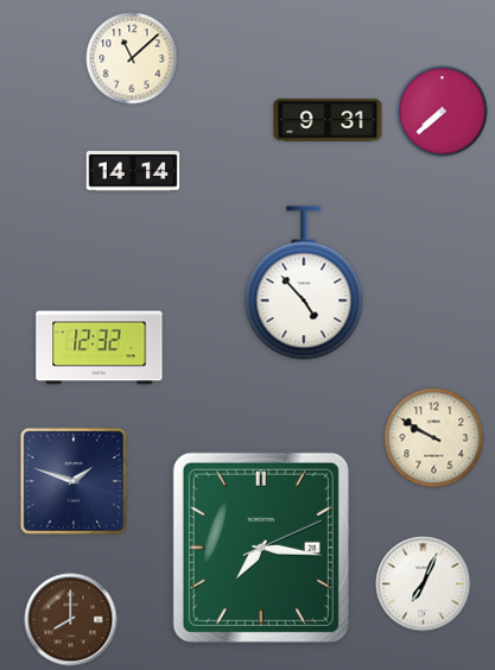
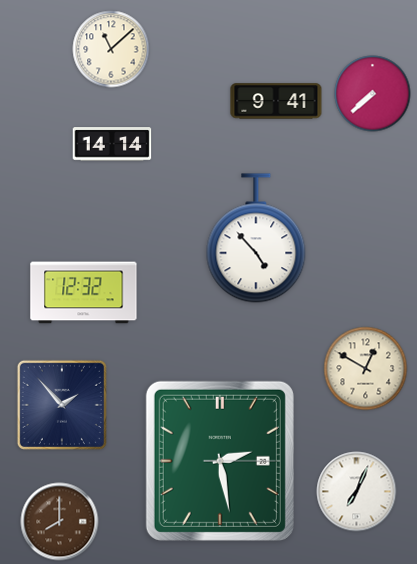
clock at (328, 120): 9:31 -> 9:41
clock at (434, 438): 9:50 -> 12:50
clock at (74, 481): 1:48 -> 1:53
clock at (261, 548): 7:16 -> 2:28
